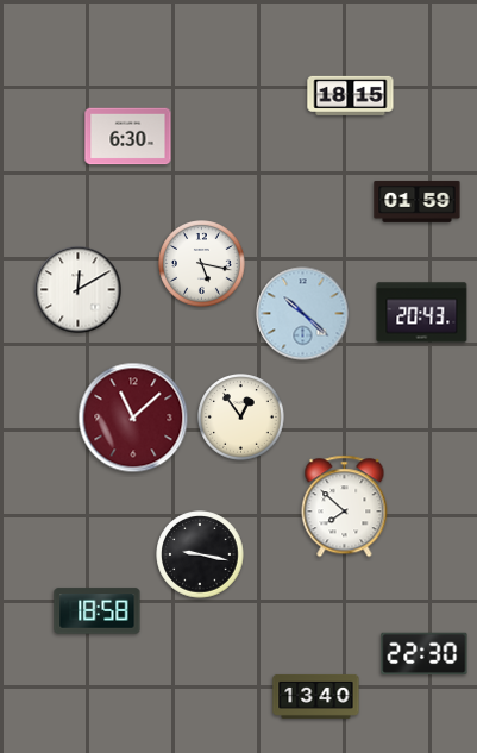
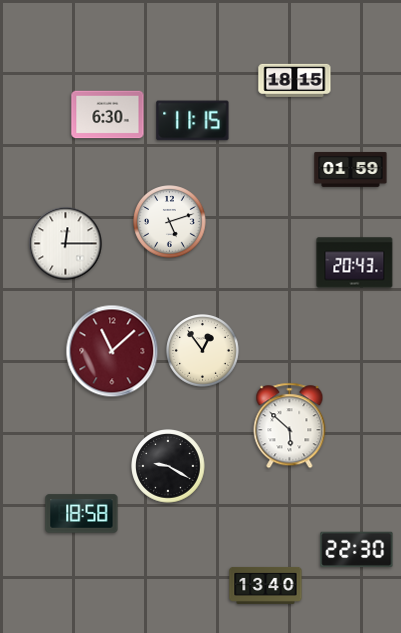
clock at (193, 121): none -> 11:15
clock at (202, 264): 5:17 -> 5:12
clock at (79, 290): 12:10 -> 12:15
clock at (303, 314): 10:22 -> none
clock at (345, 507): 7:52 -> 5:52
clock at (200, 554): 9:17 -> 9:20
